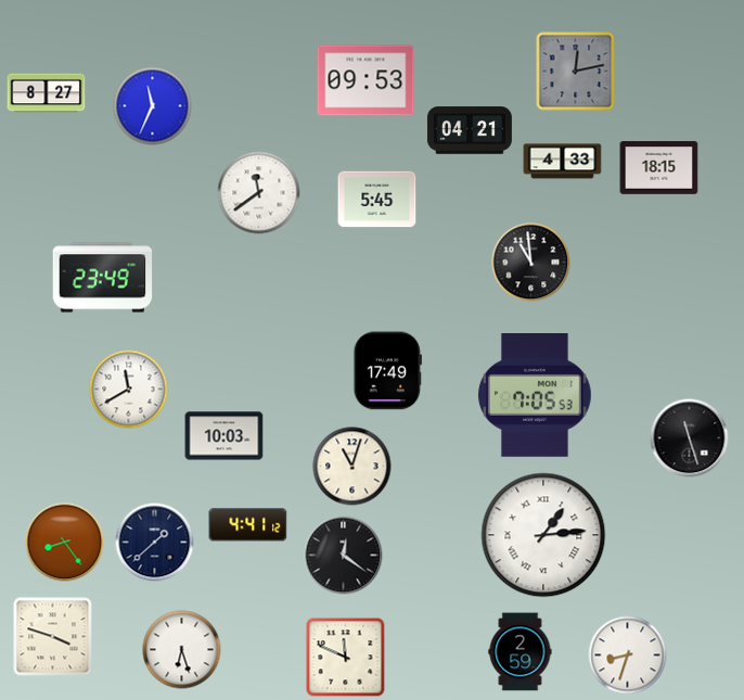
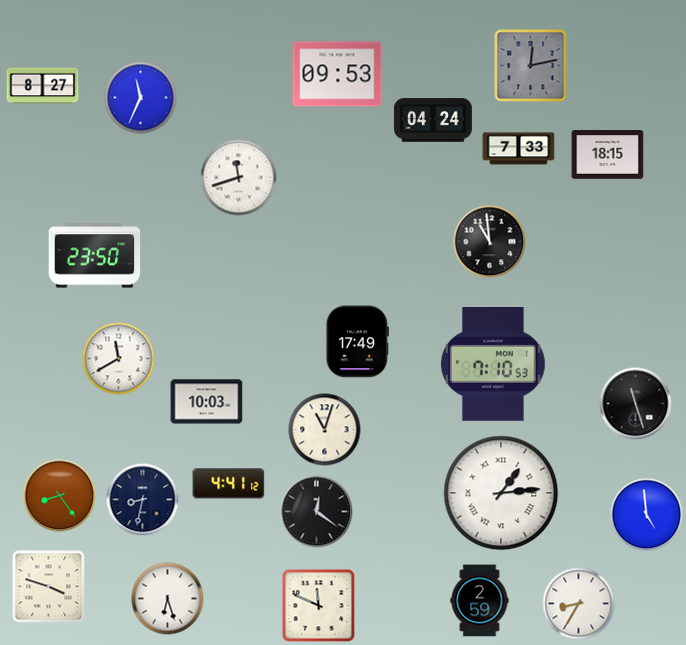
clock at (470, 130): 04:21 -> 04:24
clock at (563, 162): 4:33 -> 7:33
clock at (259, 193): 11:39 -> 11:42
clock at (377, 200): 5:45 -> none
clock at (103, 278): 23:49 -> 23:50
clock at (535, 396): 7:05 -> 7:10
clock at (65, 543) position: (65, 543) -> (60, 496)
clock at (155, 543): 1:38 -> 8:32
clock at (647, 515): none -> 4:59
clock at (628, 656): 8:33 -> 8:35
